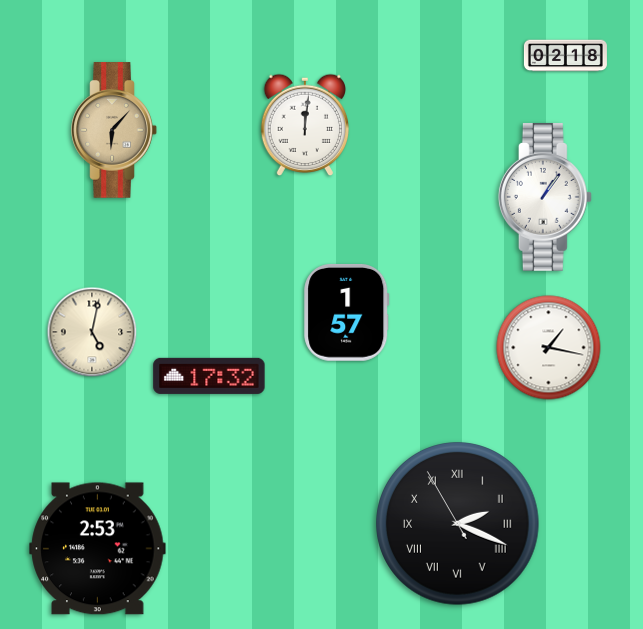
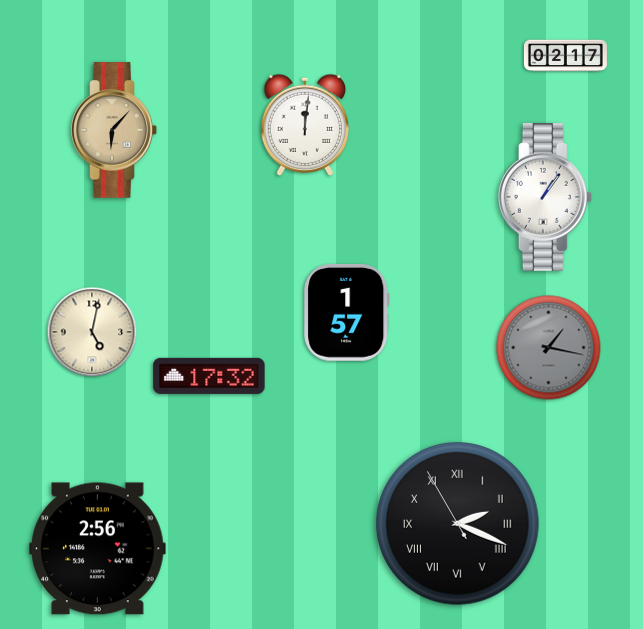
clock at (565, 56): 02:18 -> 02:17
clock at (549, 348) dial: white -> grey
clock at (98, 549): 2:53 -> 2:56
